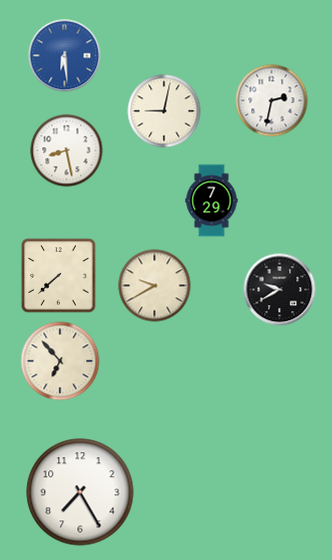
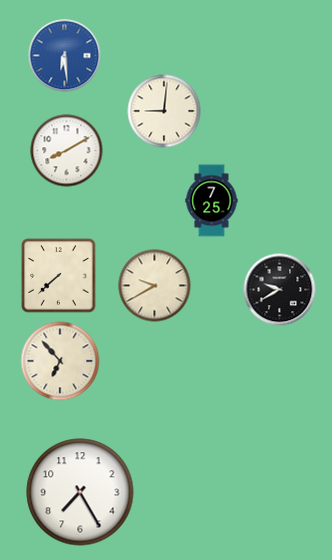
clock at (272, 101): 2:32 -> none
clock at (164, 111): 9:02 -> 9:01
clock at (67, 151): 8:28 -> 8:10
clock at (212, 201): 7:29 -> 7:25
